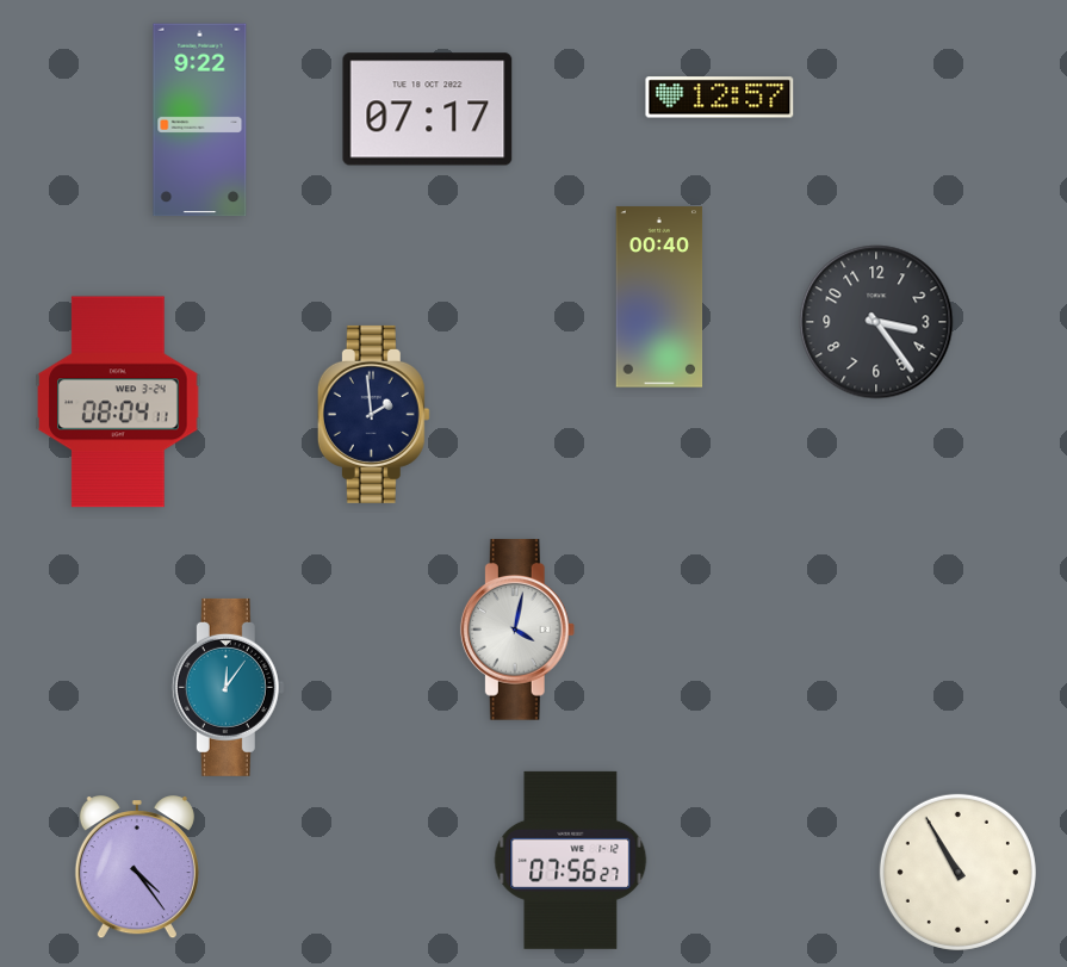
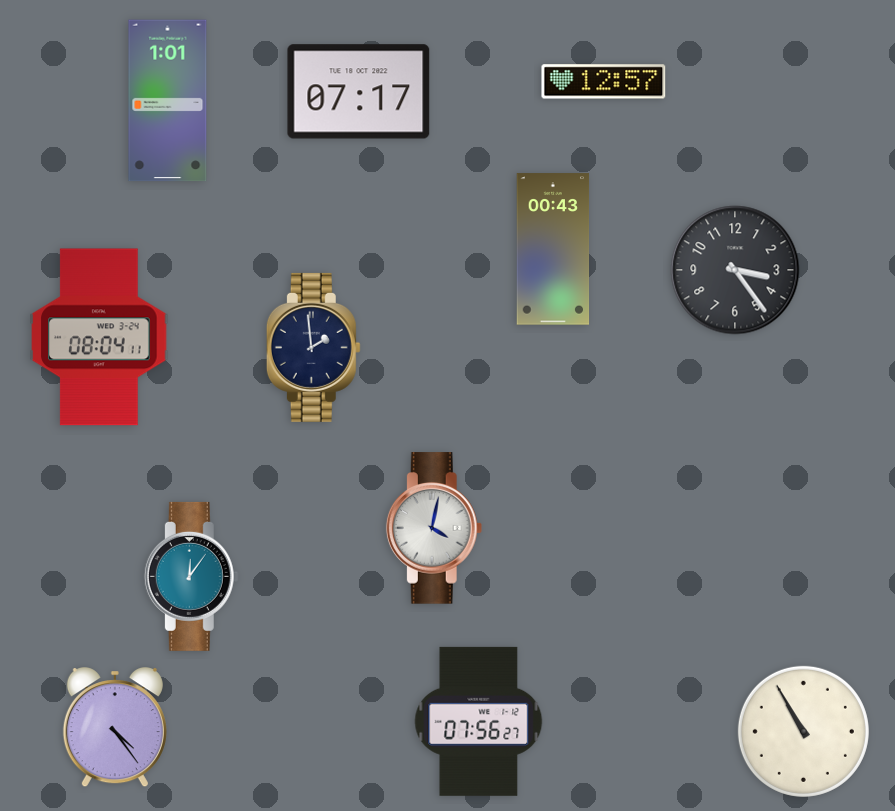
clock at (200, 120): 9:22 -> 1:01
clock at (659, 297): 00:40 -> 00:43
